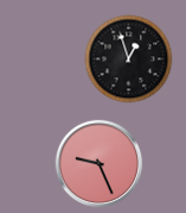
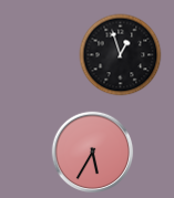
clock at (100, 164): 9:26 -> 5:35
